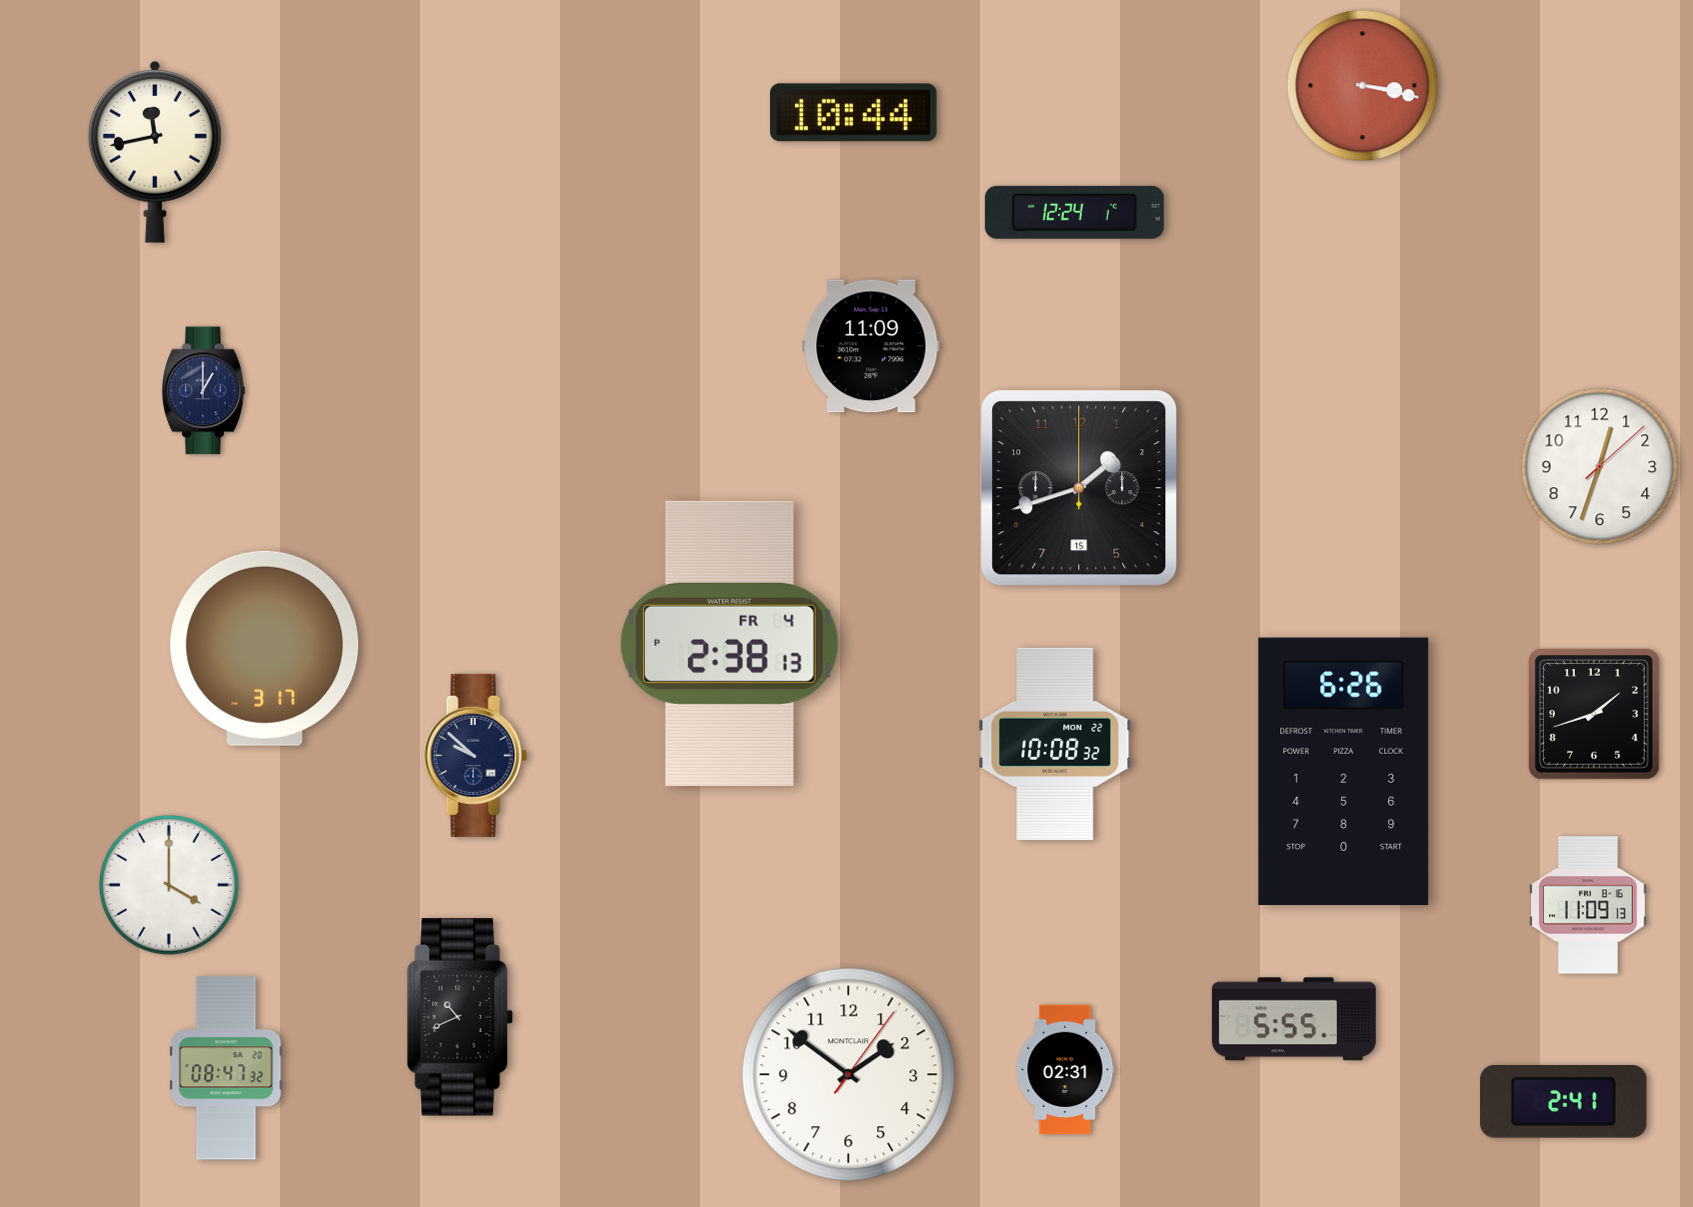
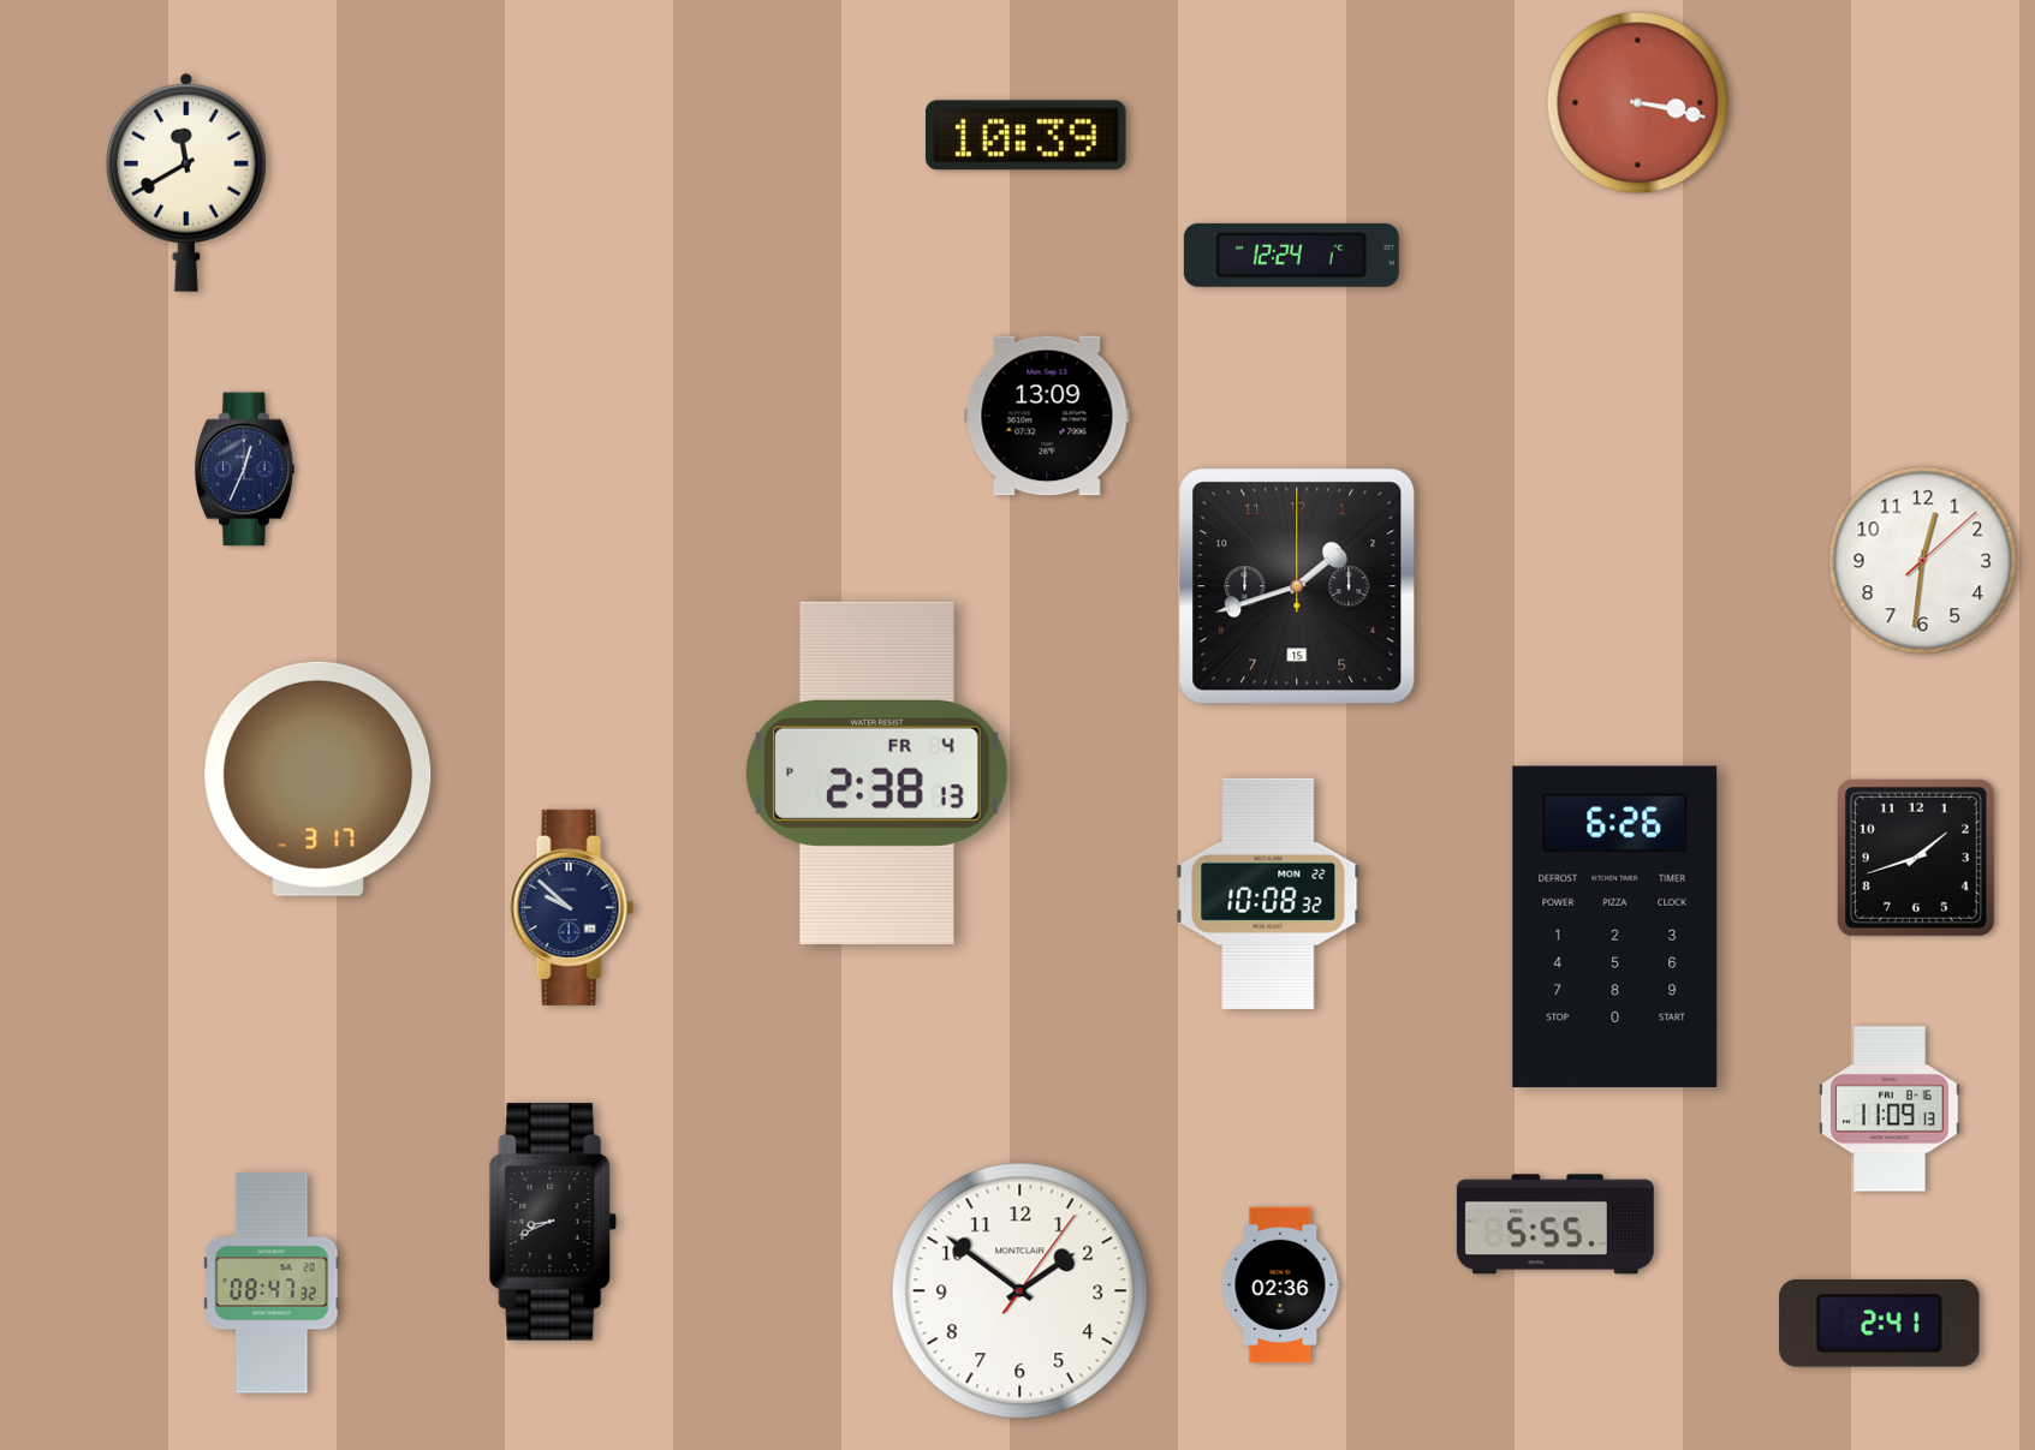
clock at (854, 113): 10:44 -> 10:39
clock at (155, 152): 11:43 -> 11:40
clock at (871, 346): 11:09 -> 13:09
clock at (204, 391): 1:00 -> 12:34
clock at (1600, 467): 12:33 -> 12:31
clock at (170, 886): 4:00 -> none
clock at (1588, 905) position: (1588, 905) -> (1890, 1109)
clock at (460, 1017): 10:41 -> 8:41
clock at (1066, 1070): 02:31 -> 02:36
